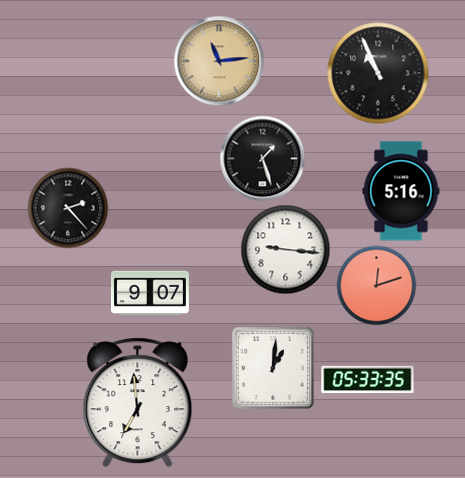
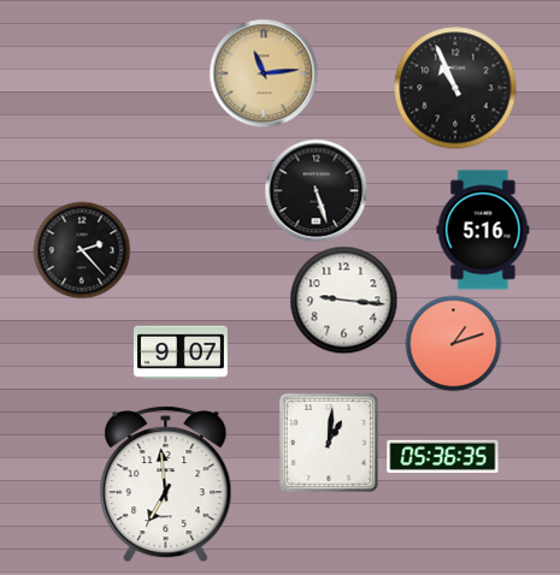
clock at (262, 158): 1:27 -> 5:27
clock at (376, 285): 12:12 -> 1:12
clock at (368, 380): 05:33 -> 05:36
